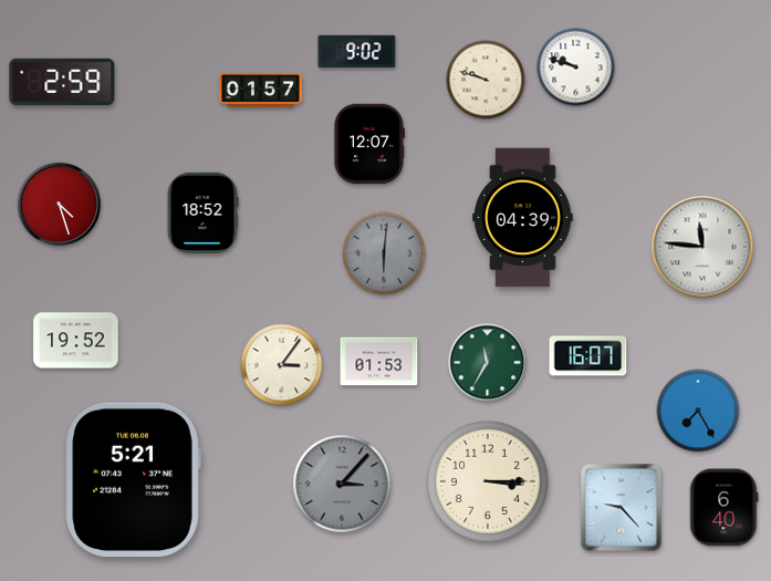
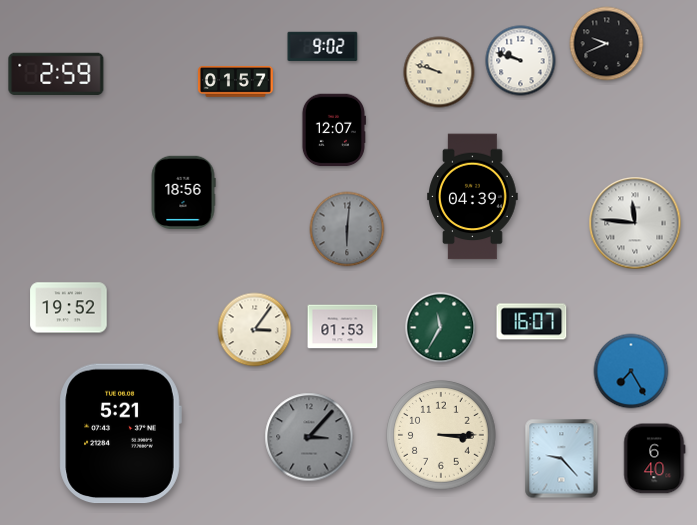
clock at (607, 44): none -> 9:41
clock at (60, 205): 4:27 -> none
clock at (202, 212): 18:52 -> 18:56
